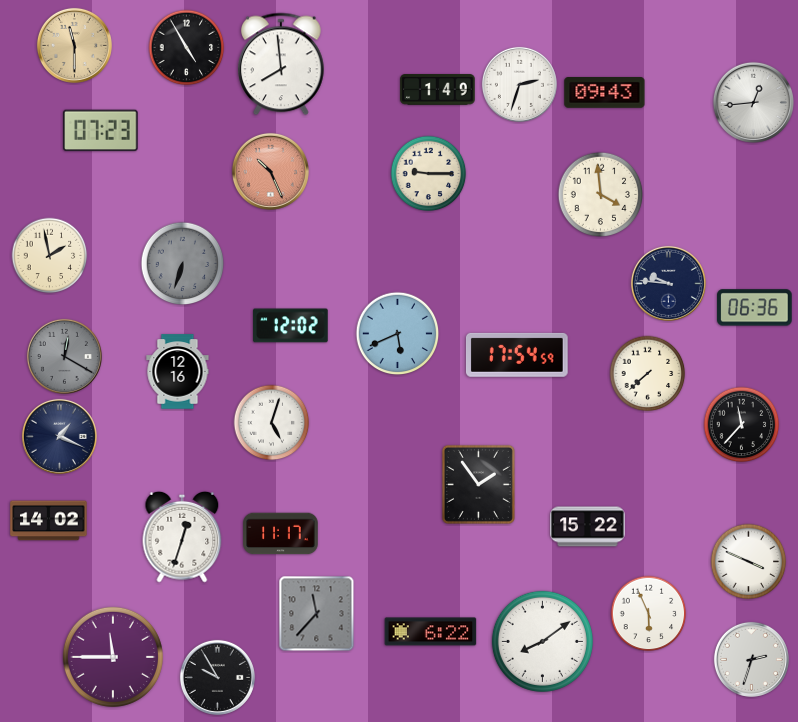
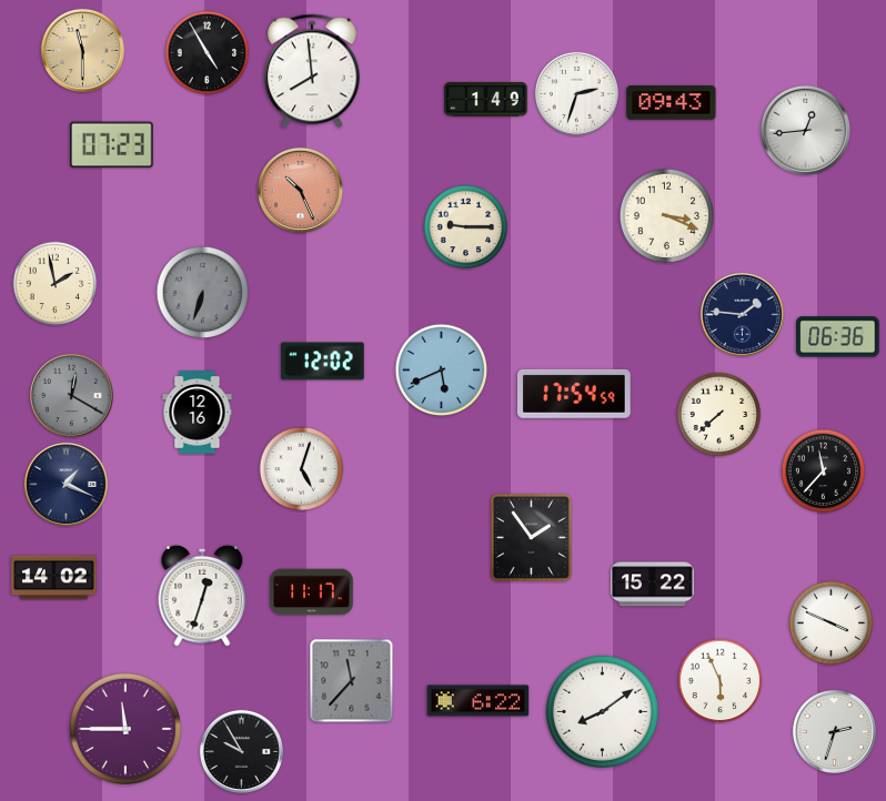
clock at (753, 102) position: (753, 102) -> (805, 130)
clock at (429, 174) position: (429, 174) -> (466, 227)
clock at (601, 195): 3:59 -> 3:19
clock at (668, 283): 9:46 -> 1:46
clock at (755, 308) position: (755, 308) -> (838, 337)
